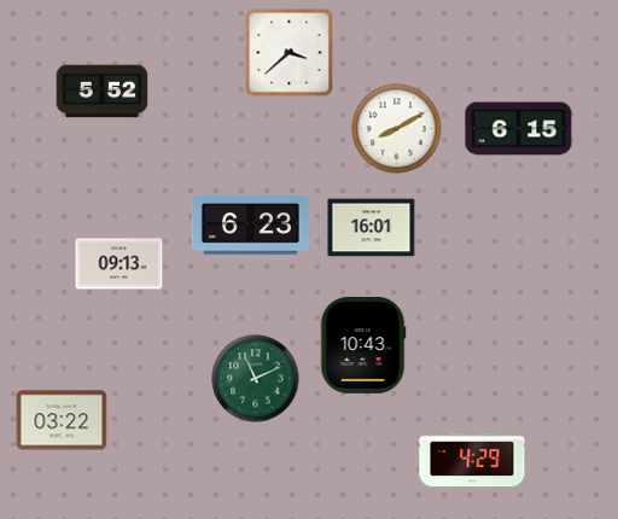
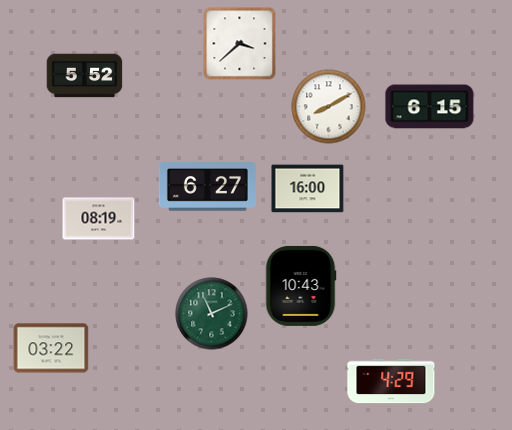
clock at (250, 226): 6:23 -> 6:27
clock at (372, 228): 16:01 -> 16:00
clock at (119, 264): 09:13 -> 08:19
